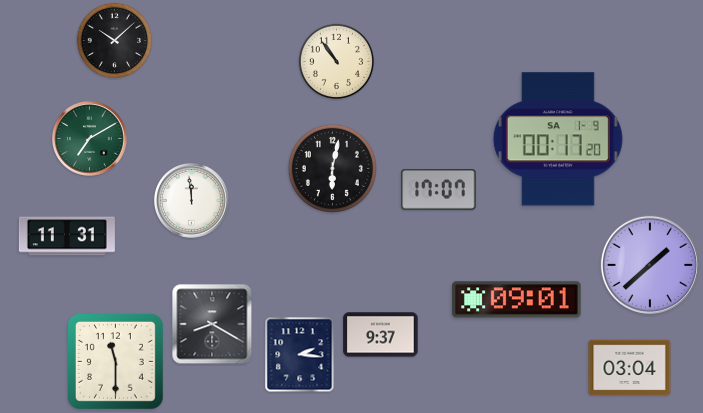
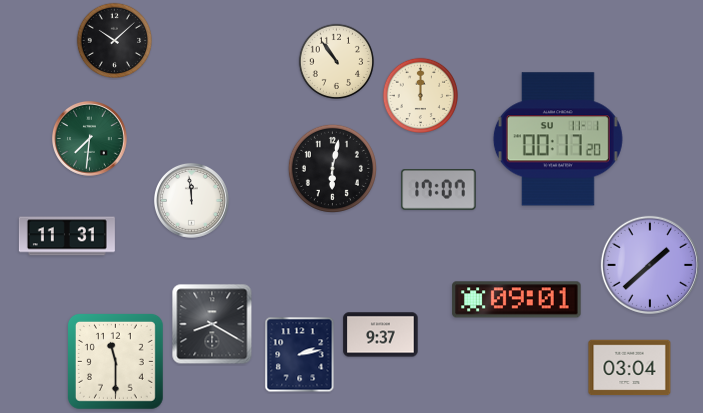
clock at (420, 95): none -> 12:00
clock at (90, 139): 7:10 -> 7:31
clock at (558, 139) date: SA 1-9 -> SU 11-1
clock at (300, 355): 2:16 -> 2:13
